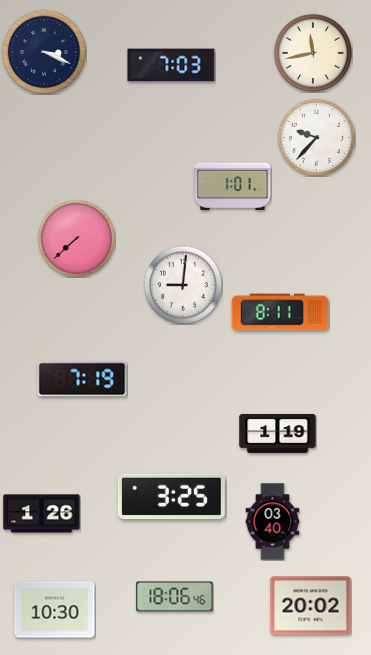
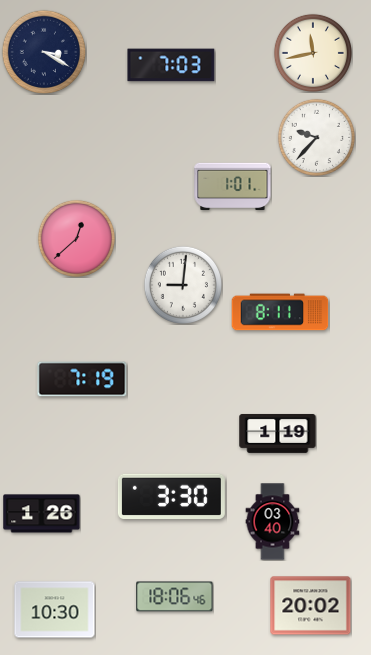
clock at (43, 51): 3:19 -> 3:20
clock at (76, 238): 7:38 -> 12:38
clock at (171, 497): 3:25 -> 3:30
